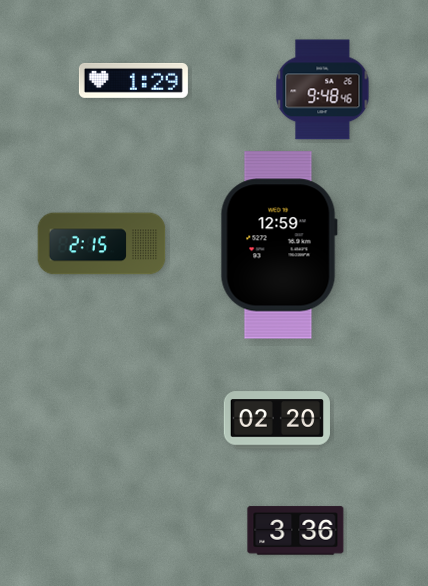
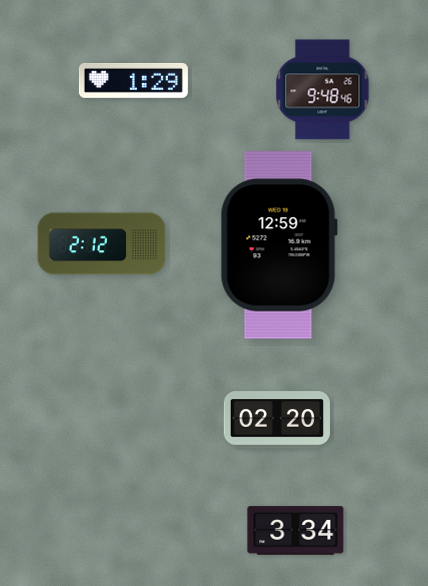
clock at (102, 244): 2:15 -> 2:12
clock at (296, 531): 3:36 -> 3:34
